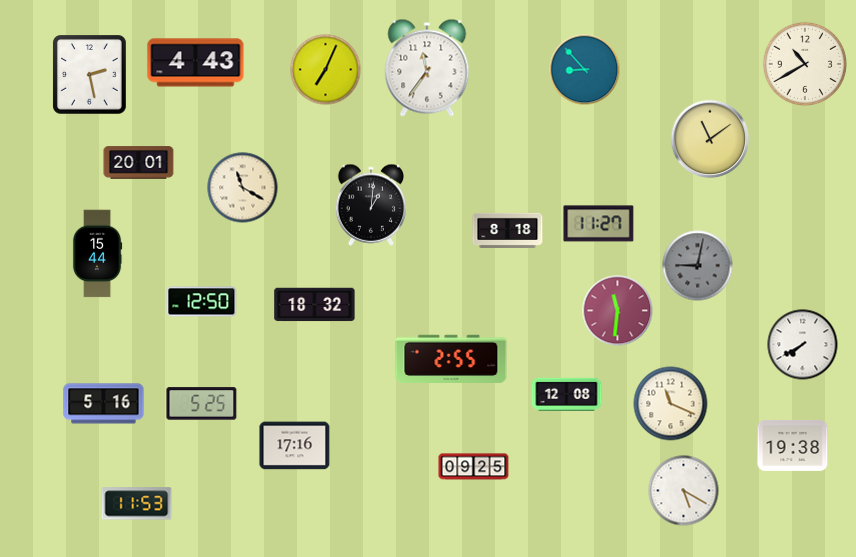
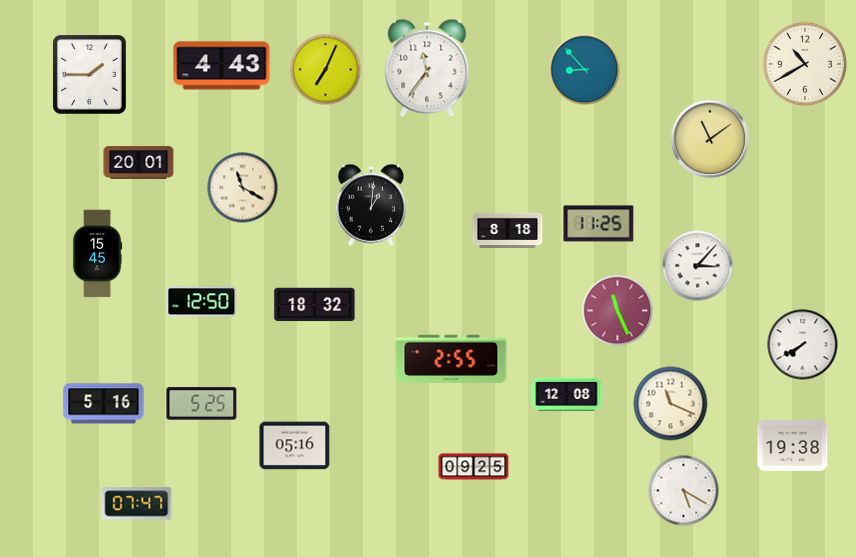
clock at (196, 63) position: (196, 63) -> (222, 66)
clock at (90, 75): 2:28 -> 1:45
clock at (599, 224): 11:27 -> 11:25
clock at (97, 254): 15:44 -> 15:45
clock at (698, 266): 9:02 -> 3:07
clock at (698, 266) dial: grey -> white
clock at (618, 311): 11:31 -> 11:26
clock at (295, 446): 17:16 -> 05:16
clock at (137, 504): 11:53 -> 07:47
